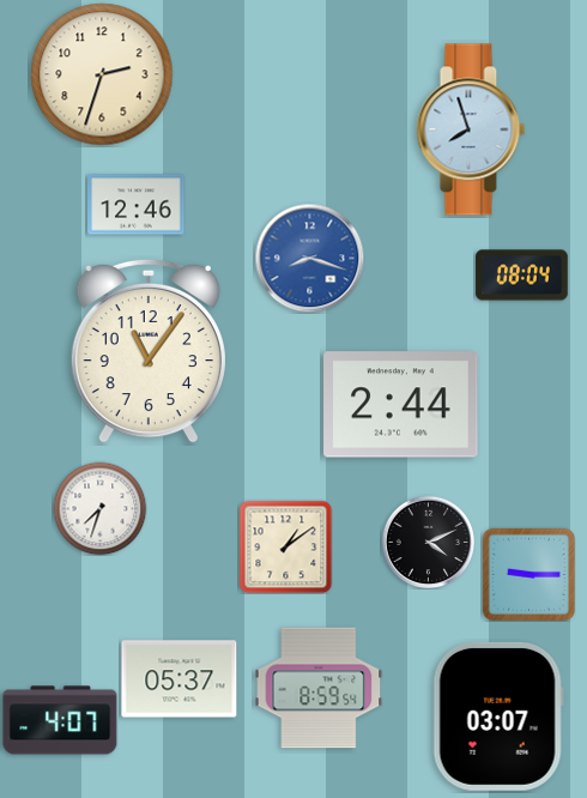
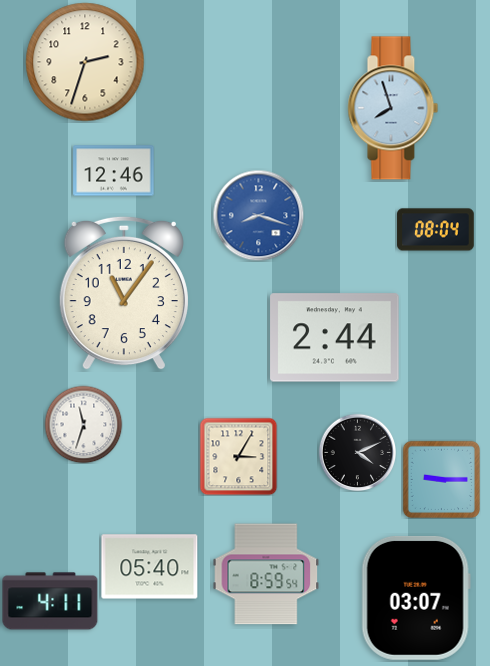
clock at (99, 508): 7:33 -> 11:33
clock at (285, 546): 1:09 -> 3:05
clock at (180, 679): 05:37 -> 05:40
clock at (60, 720): 4:07 -> 4:11
